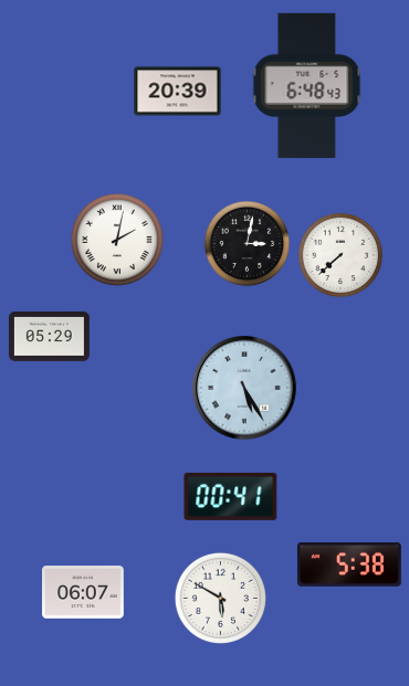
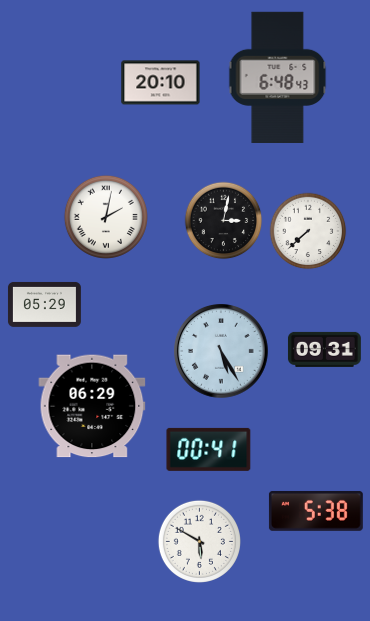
clock at (178, 92): 20:39 -> 20:10
clock at (324, 349): none -> 09:31
clock at (92, 406): none -> 06:29
clock at (84, 592): 06:07 -> none
